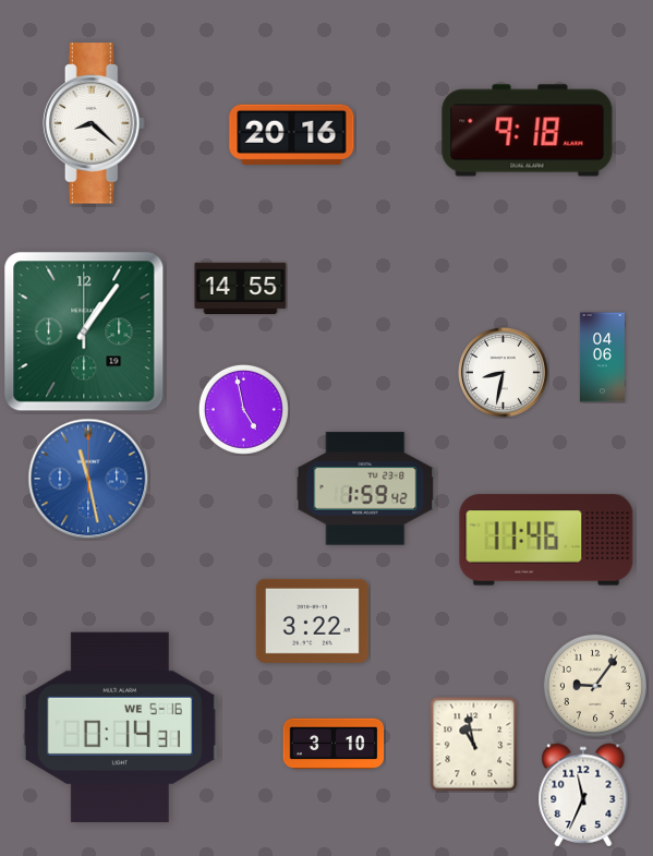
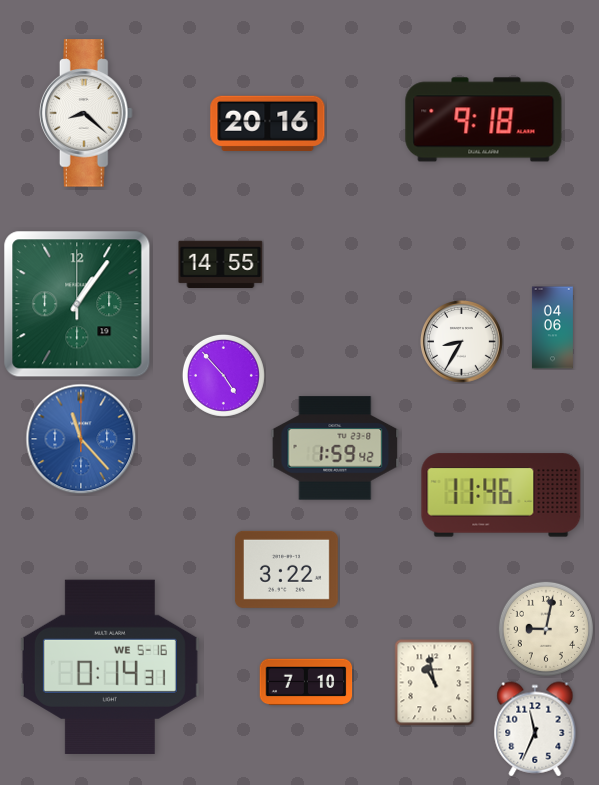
clock at (504, 373): 8:32 -> 8:35
clock at (243, 409): 4:58 -> 4:53
clock at (88, 479): 11:28 -> 11:23
clock at (595, 686): 9:06 -> 9:02
clock at (334, 744): 3:10 -> 7:10
